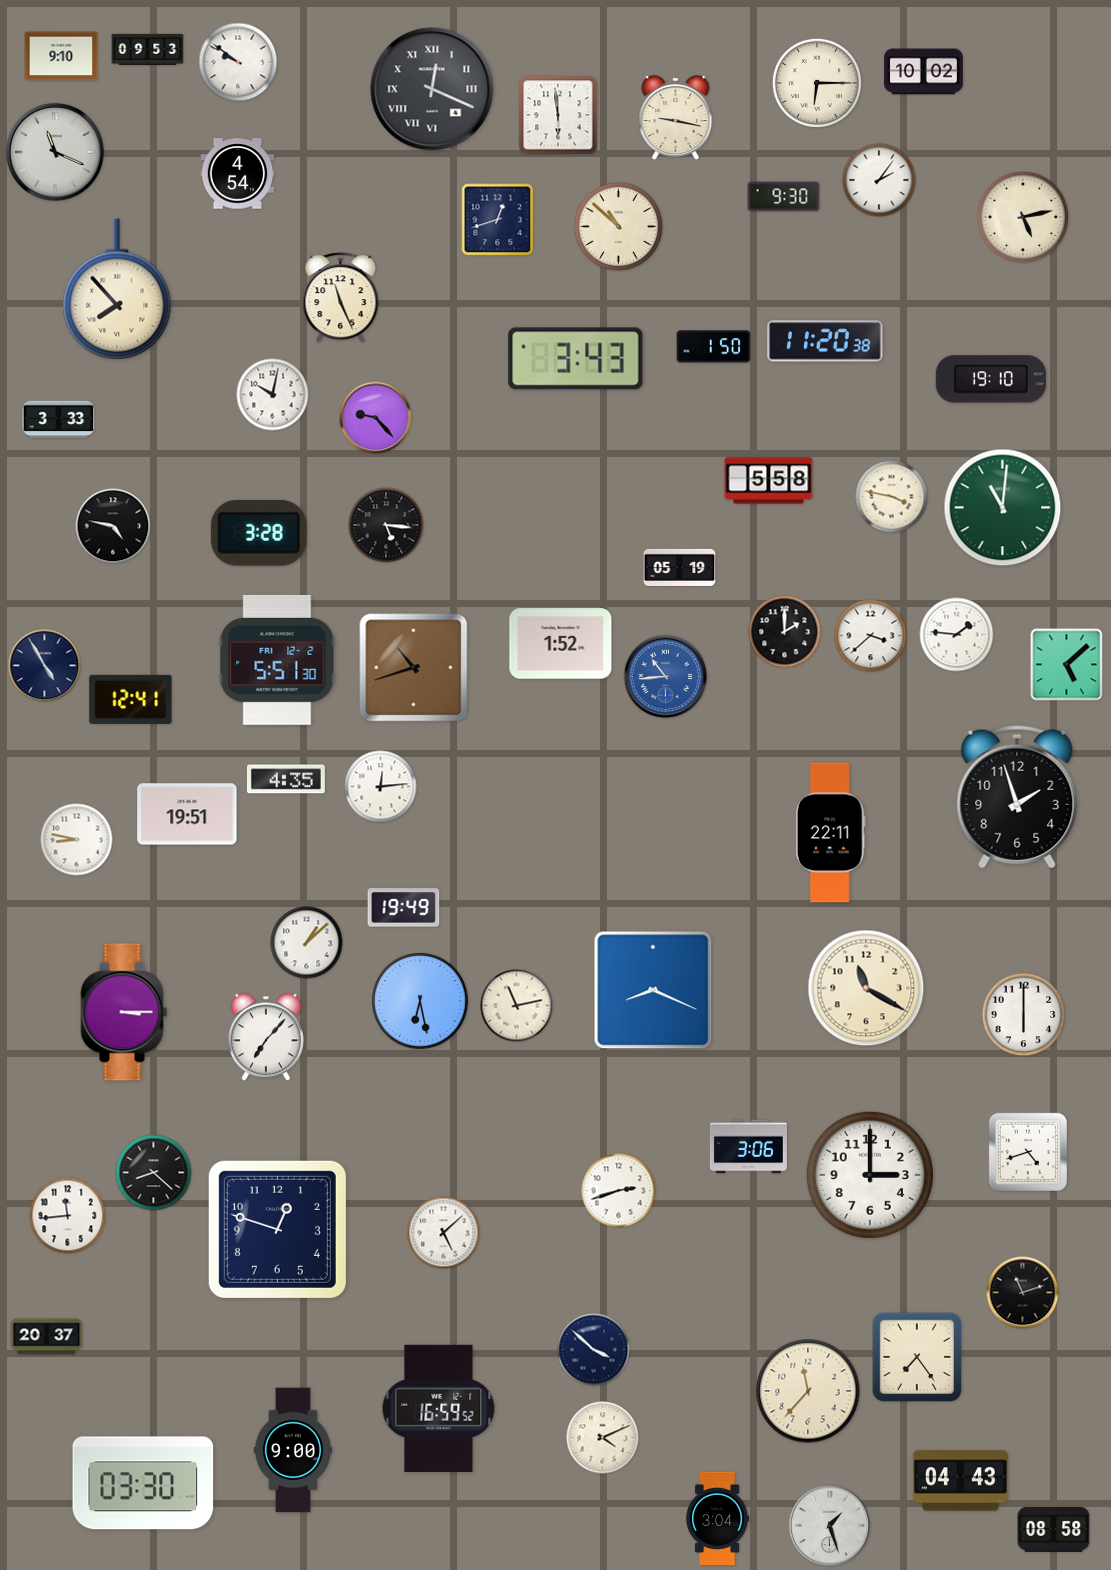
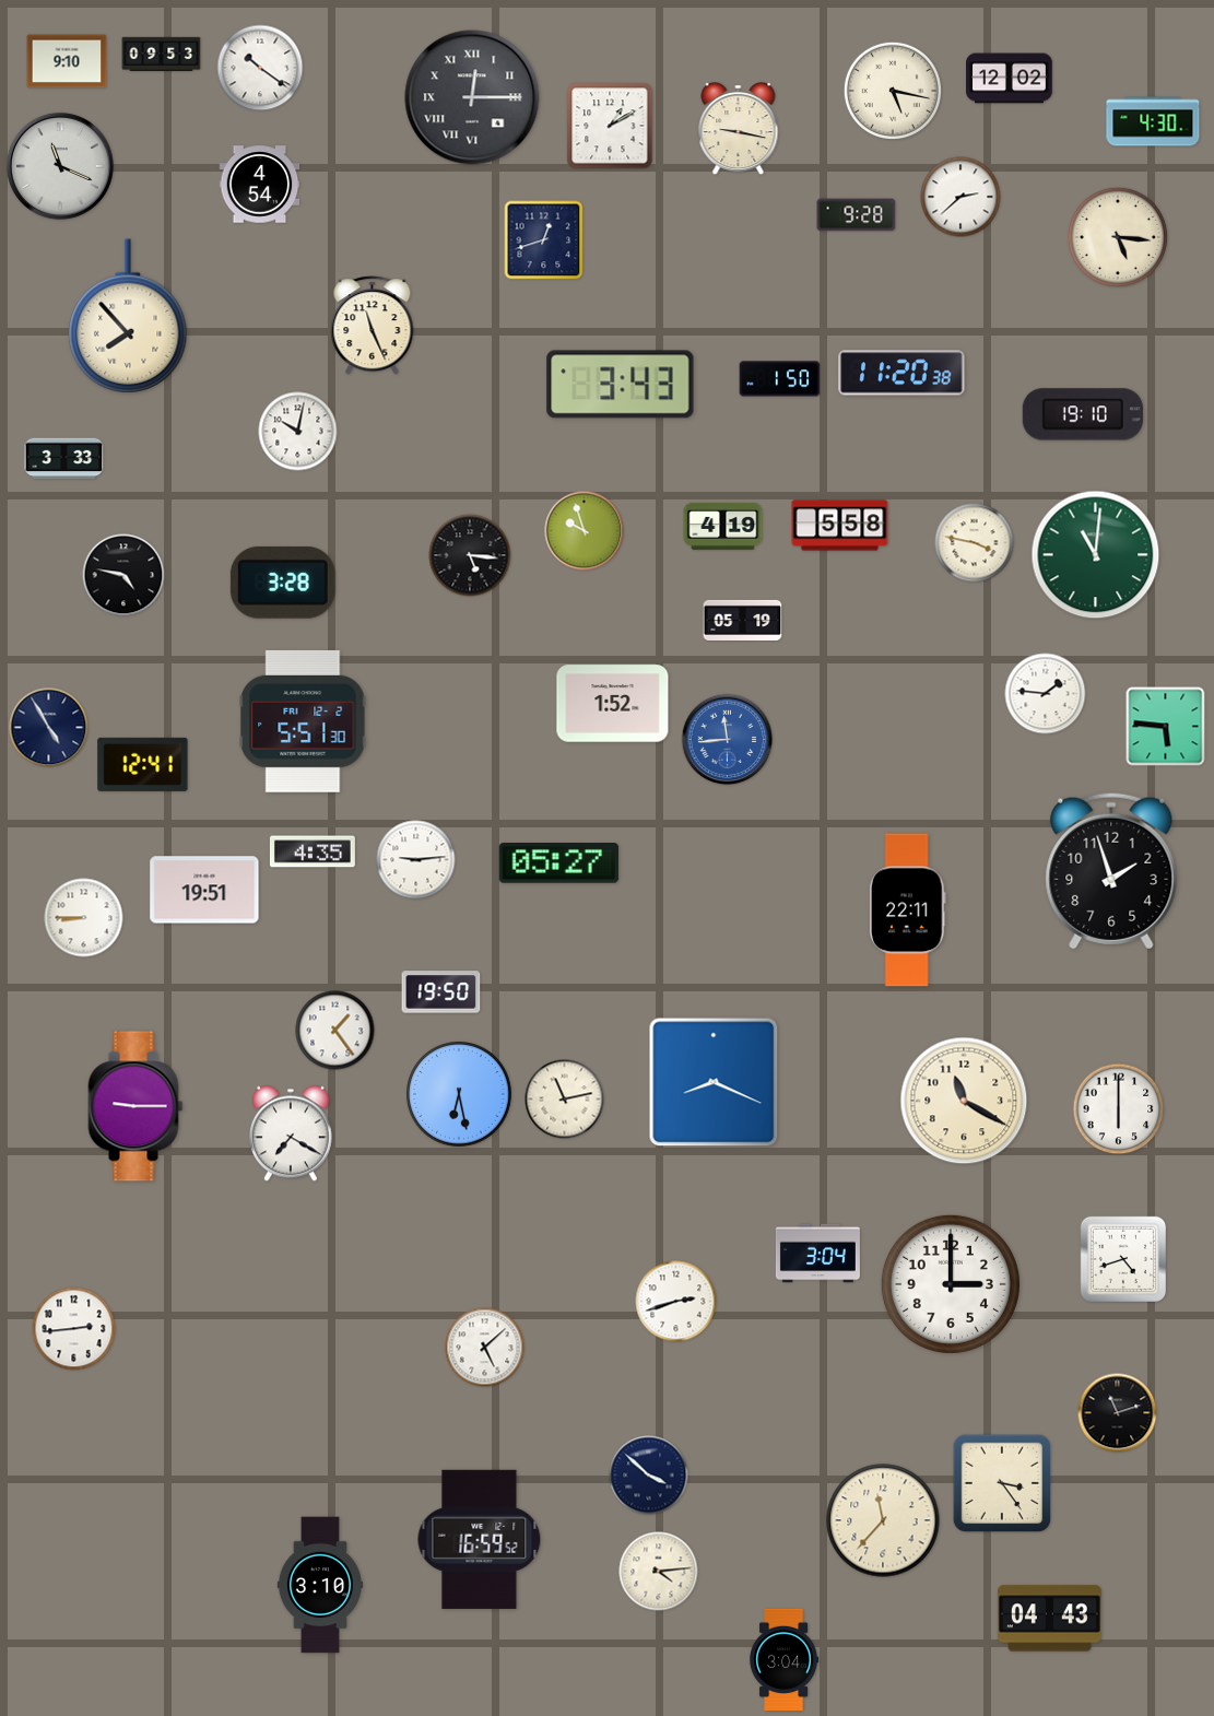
clock at (238, 62): 9:51 -> 10:21
clock at (924, 72): 10:02 -> 12:02
clock at (817, 83): 6:15 -> 5:17
clock at (432, 89): 12:19 -> 12:15
clock at (1153, 121): none -> 4:30
clock at (558, 115): 5:59 -> 1:10
clock at (238, 174) position: (238, 174) -> (260, 185)
clock at (879, 180): 2:06 -> 2:38
clock at (784, 197): 9:30 -> 9:28
clock at (1023, 217): 5:13 -> 5:16
clock at (618, 226): 10:52 -> none
clock at (576, 359) position: (576, 359) -> (621, 385)
clock at (376, 418): 9:23 -> none
clock at (723, 527): none -> 4:19
clock at (585, 531): none -> 9:57
clock at (386, 525) position: (386, 525) -> (470, 555)
clock at (785, 632): 2:00 -> none
clock at (871, 636): 3:38 -> none
clock at (1067, 665): 5:08 -> 5:46
clock at (414, 668): 10:42 -> none
clock at (666, 677): 10:44 -> 11:44
clock at (381, 787): 12:14 -> 9:14
clock at (558, 863): none -> 05:27
clock at (77, 840): 8:47 -> 8:45
clock at (404, 908): 19:49 -> 19:50
clock at (307, 943): 1:08 -> 1:24
clock at (866, 988) position: (866, 988) -> (964, 1101)
clock at (124, 1012): 3:15 -> 9:15
clock at (266, 1037): 7:07 -> 7:20
clock at (748, 1147): 3:06 -> 3:04
clock at (154, 1173): 8:22 -> none
clock at (68, 1216): 11:44 -> 2:44
clock at (277, 1229): 12:48 -> none
clock at (47, 1337): 20:37 -> none
clock at (917, 1357): 7:24 -> 3:24
clock at (603, 1438): 4:11 -> 4:14
clock at (293, 1450): 9:00 -> 3:10
clock at (143, 1483): 03:30 -> none
clock at (830, 1526): 1:27 -> none
clock at (1054, 1530): 08:58 -> none
